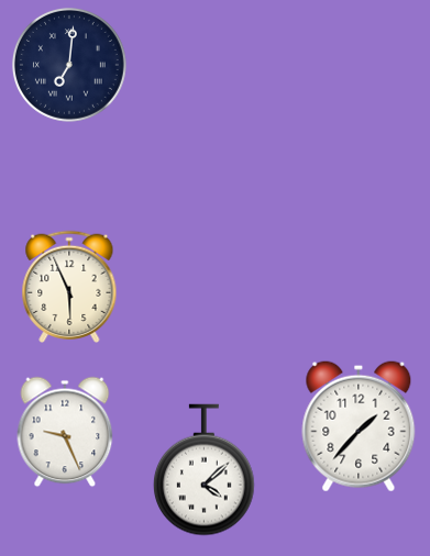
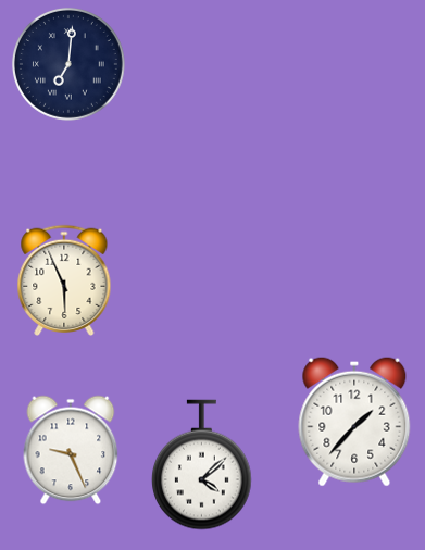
clock at (69, 287) position: (69, 287) -> (64, 280)
clock at (65, 432) position: (65, 432) -> (71, 450)
